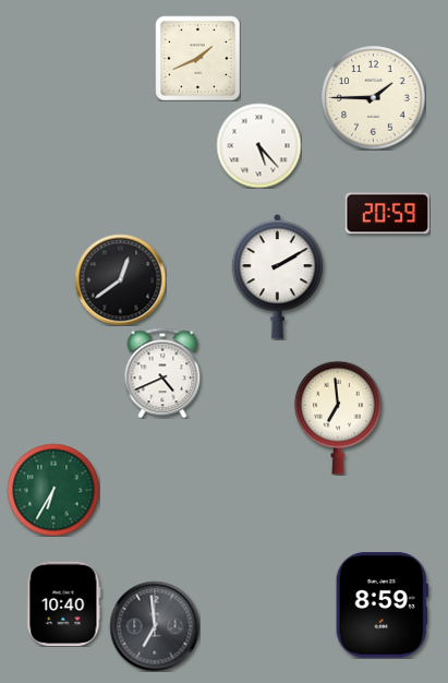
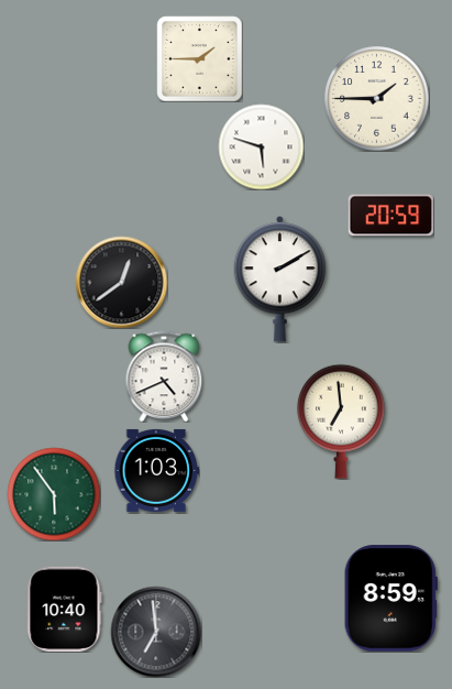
clock at (197, 58): 1:41 -> 1:45
clock at (258, 145): 5:23 -> 5:48
clock at (156, 470): none -> 1:03
clock at (53, 490): 6:35 -> 5:54
clock at (382, 606) position: (382, 606) -> (390, 599)
